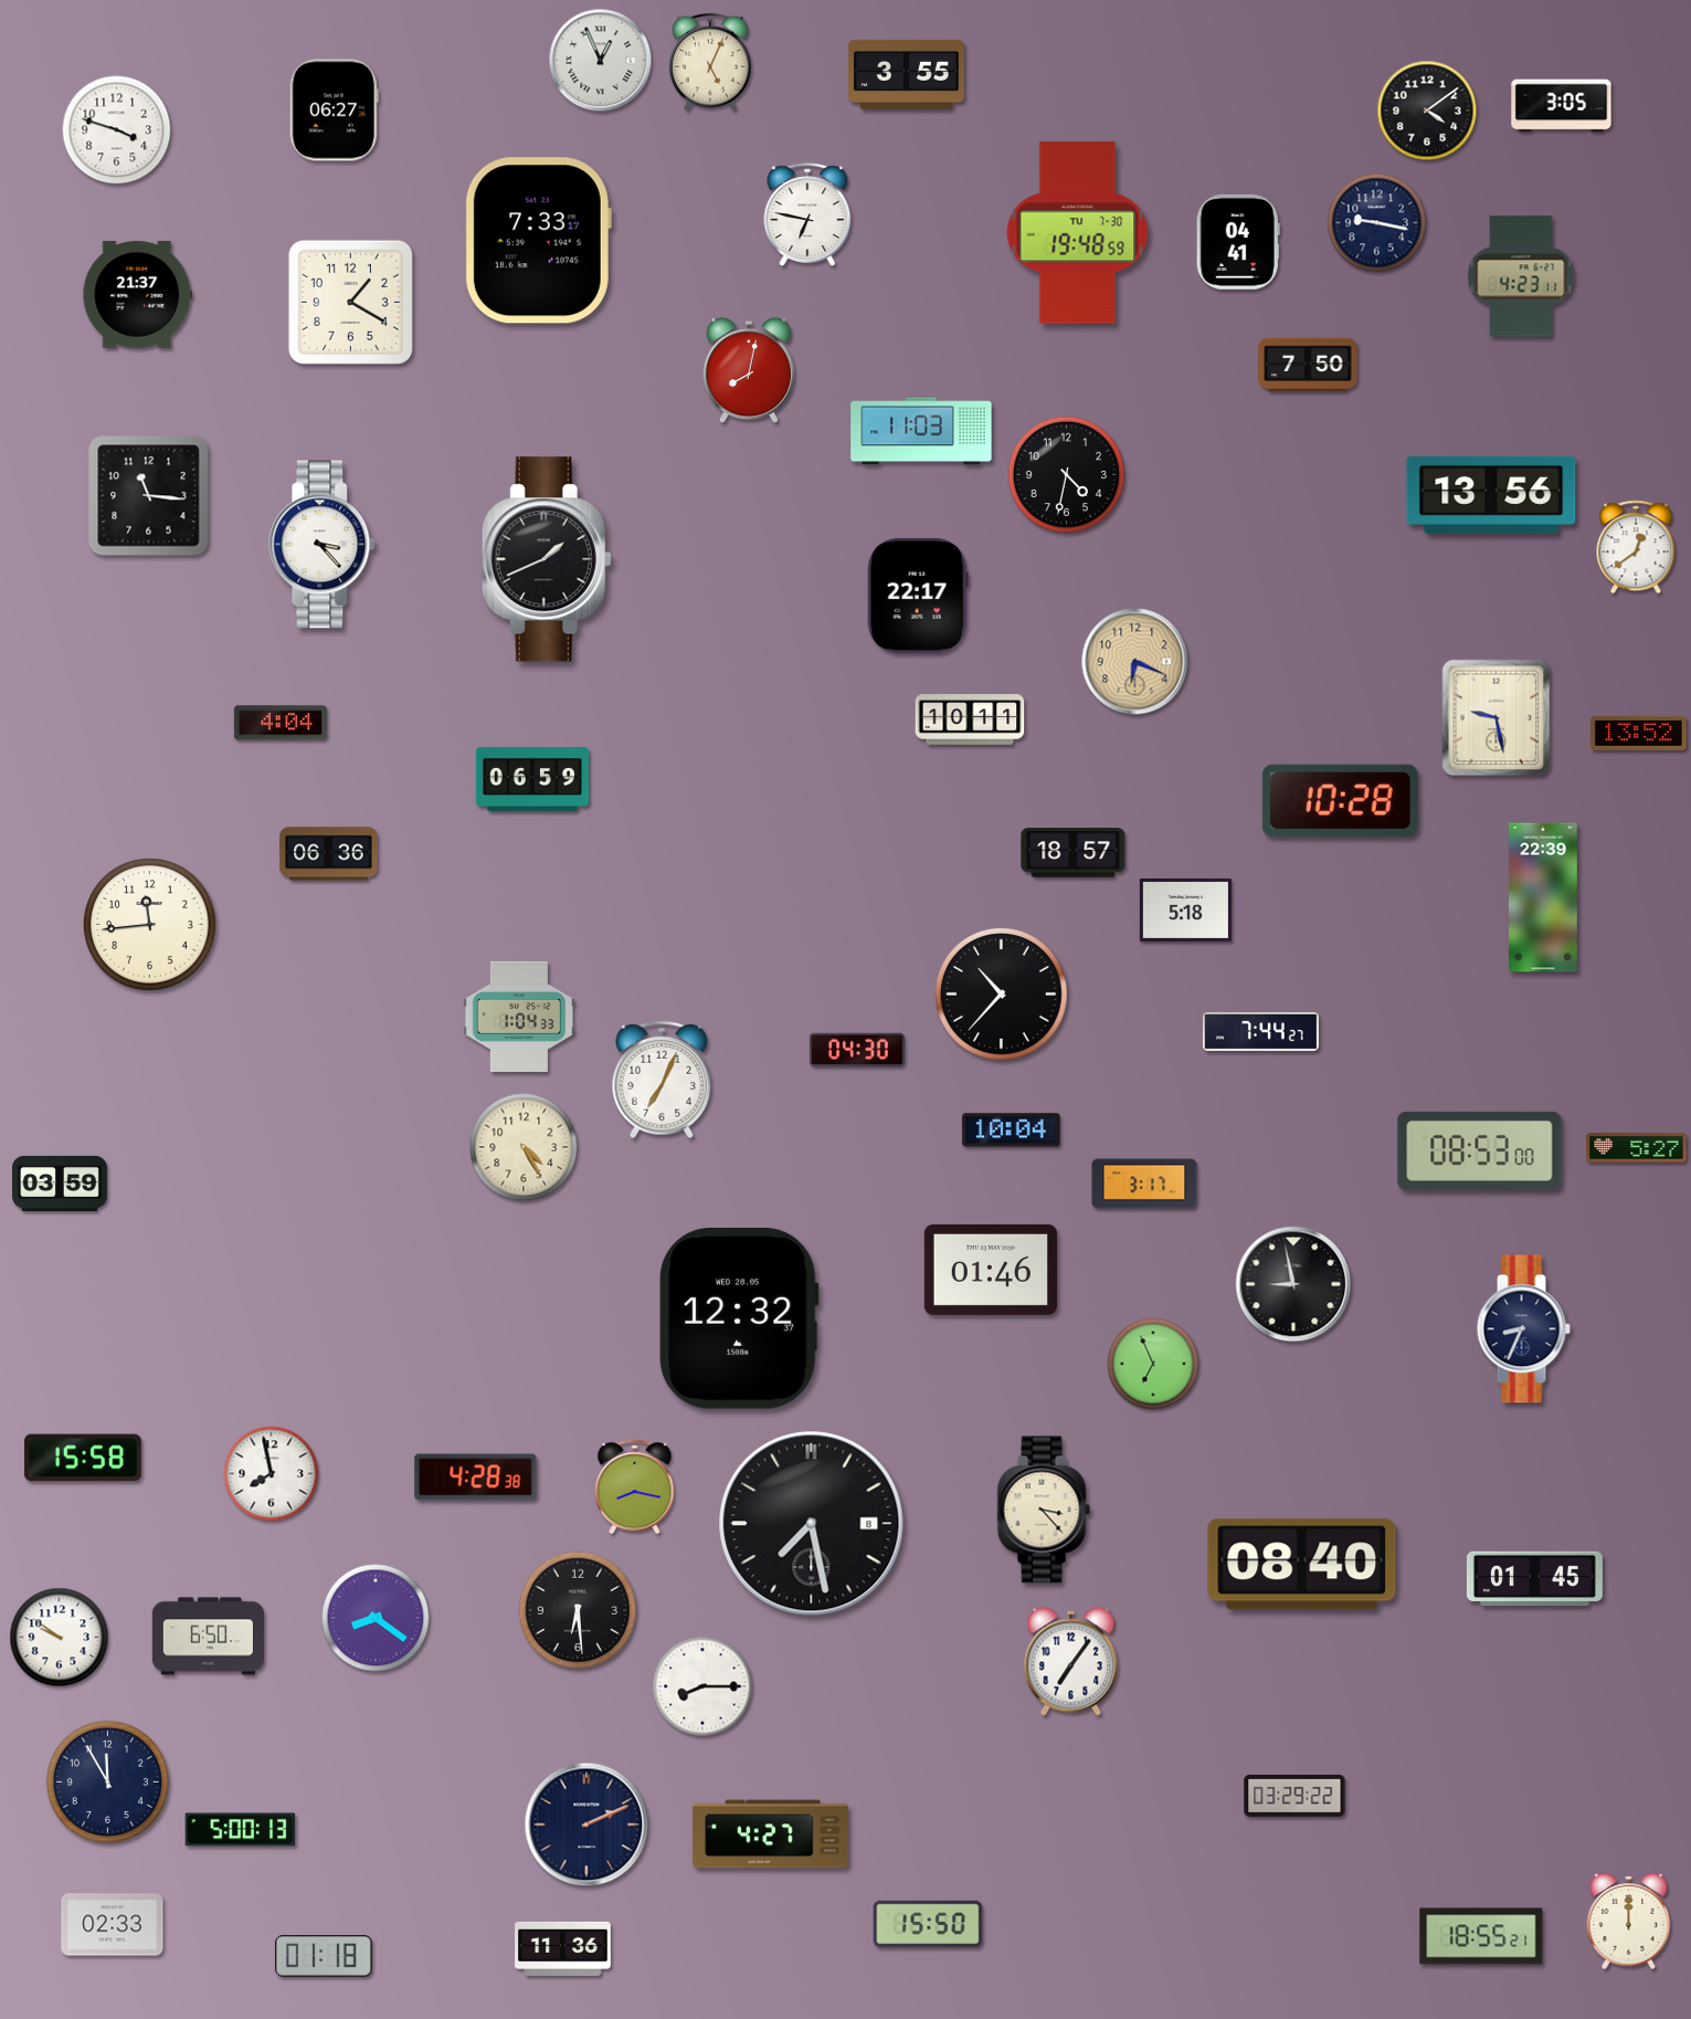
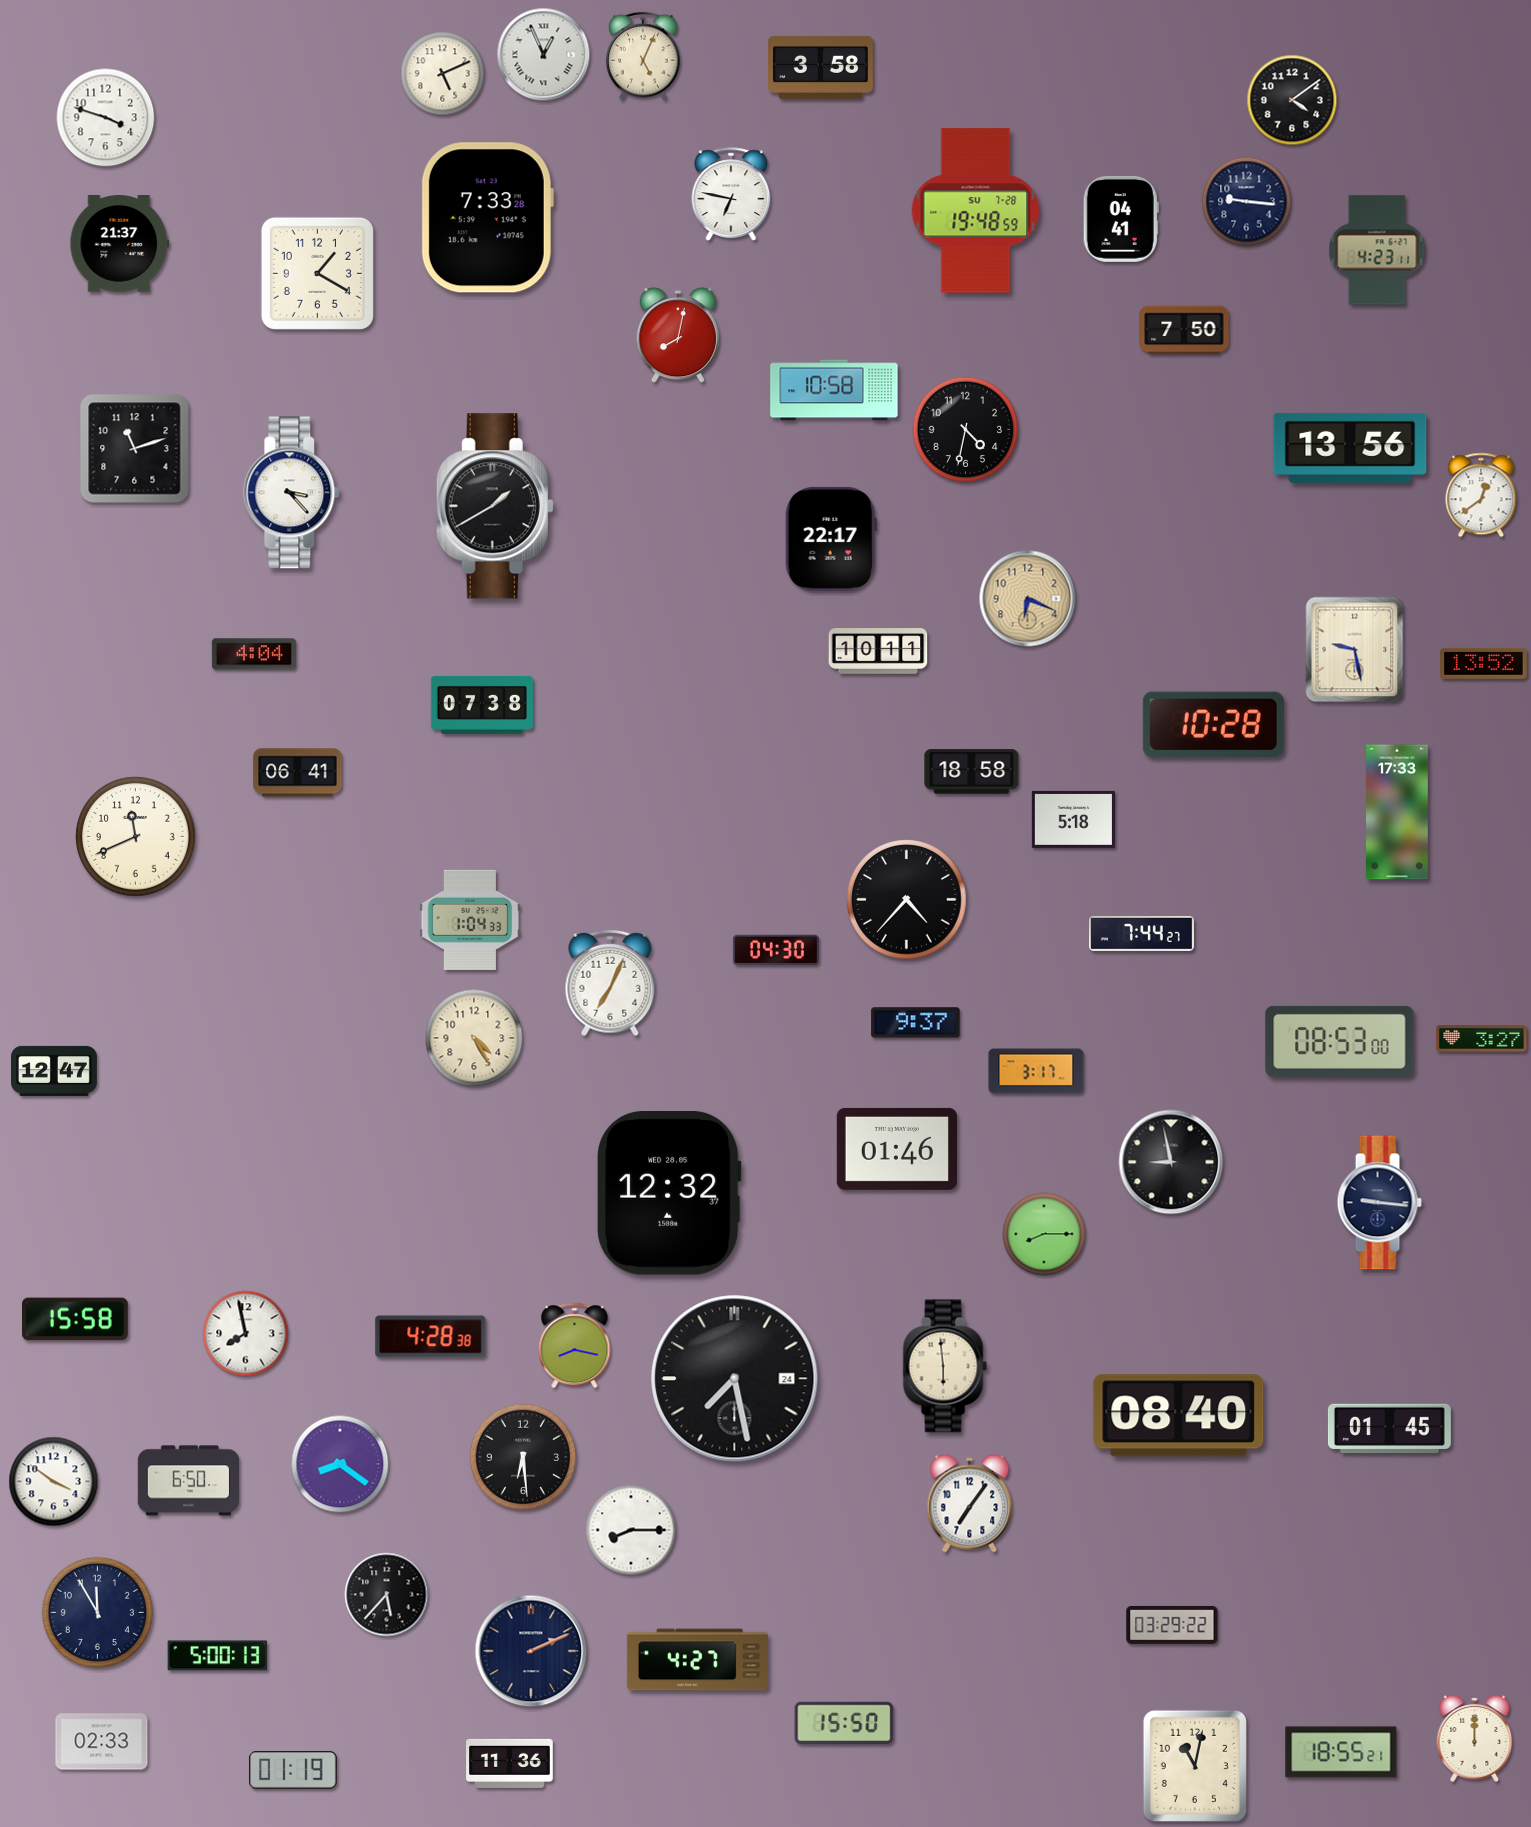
clock at (907, 74): 3:55 -> 3:58
clock at (443, 74): none -> 5:11
clock at (1562, 106): 3:05 -> none
clock at (334, 111): 06:27 -> none
clock at (1377, 223): 9:17 -> 9:16
clock at (1078, 233) date: TU 7-30 -> SU 7-28
clock at (538, 241): 7:33:17 -> 7:33:28
clock at (138, 295) position: (138, 295) -> (120, 244)
clock at (921, 431): 11:03 -> 10:58
clock at (149, 496): 11:16 -> 11:12
clock at (547, 559): 1:41 -> 1:40
clock at (532, 779): 06:59 -> 07:38
clock at (1074, 853): 18:57 -> 18:58
clock at (329, 854): 06:36 -> 06:41
clock at (1544, 897): 22:39 -> 17:33
clock at (1185, 909) position: (1185, 909) -> (1073, 819)
clock at (150, 925): 11:44 -> 11:41
clock at (1002, 995): 10:37 -> 4:37
clock at (662, 1080) position: (662, 1080) -> (610, 983)
clock at (1012, 1131): 10:04 -> 9:37
clock at (1637, 1148): 5:27 -> 3:27
clock at (61, 1184): 03:59 -> 12:47
clock at (1523, 1329): 8:34 -> 9:16
clock at (1153, 1364): 6:56 -> 8:15
clock at (1044, 1510): 3:23 -> 5:59
clock at (812, 1524) date: 8 -> 24
clock at (60, 1638): 9:51 -> 3:51
clock at (702, 1686) position: (702, 1686) -> (631, 1530)
clock at (387, 1595): none -> 5:37
clock at (928, 1924) position: (928, 1924) -> (844, 1723)
clock at (1195, 1766): none -> 11:02
clock at (324, 1957): 01:18 -> 01:19
